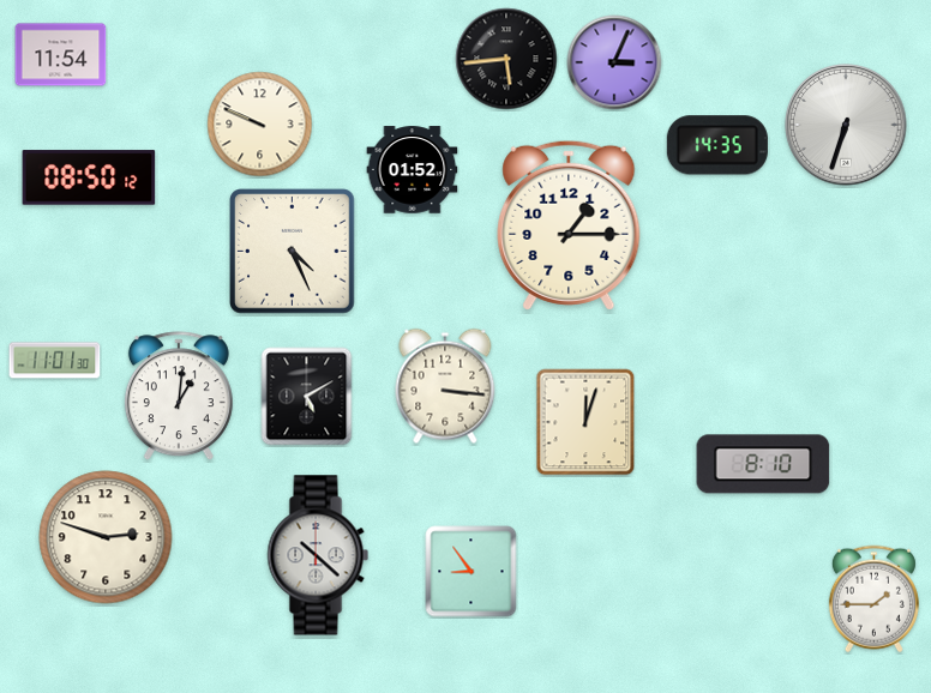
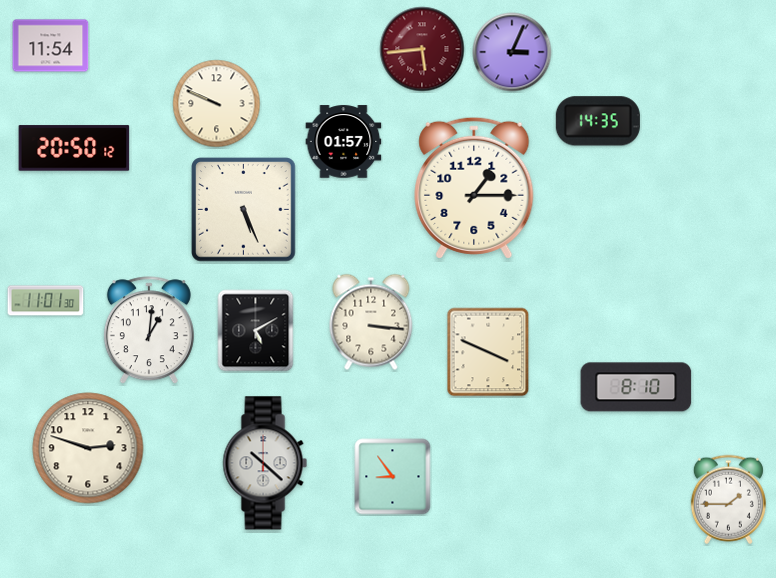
clock at (506, 59) dial: black -> burgundy
clock at (846, 125): 6:33 -> none
clock at (413, 170): 01:52 -> 01:57
clock at (89, 177): 08:50 -> 20:50
clock at (293, 252): 4:26 -> 5:26
clock at (585, 422): 12:03 -> 3:49
